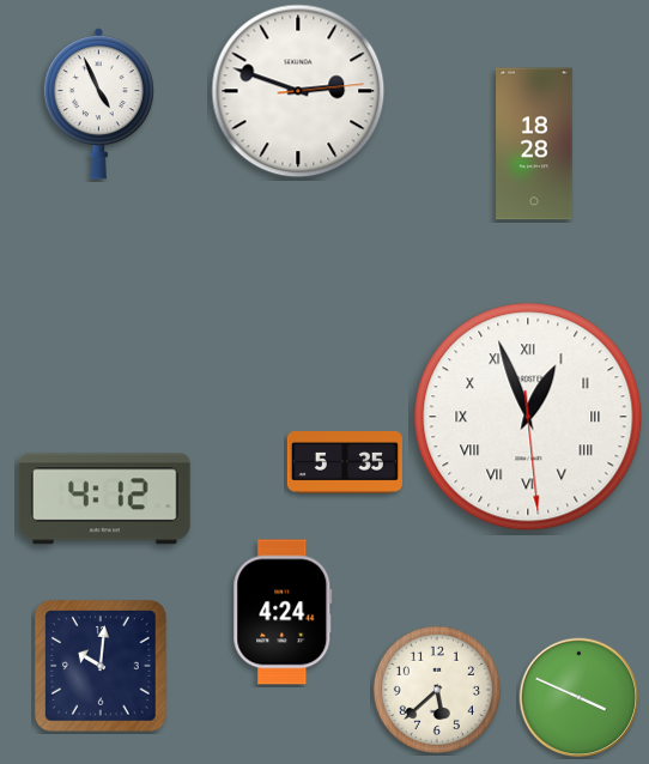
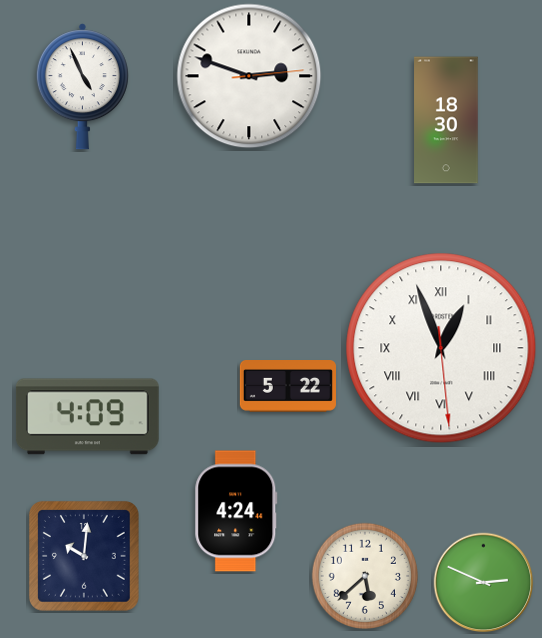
clock at (534, 144): 18:28 -> 18:30
clock at (345, 463): 5:35 -> 5:22
clock at (104, 499): 4:12 -> 4:09
clock at (580, 698): 3:49 -> 2:49
